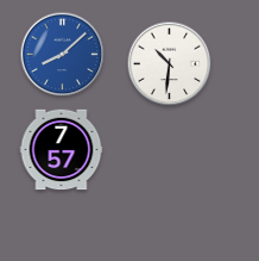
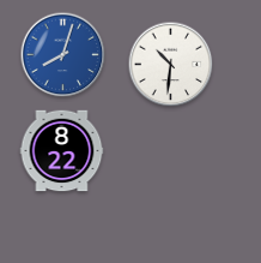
clock at (63, 55): 8:08 -> 8:03
clock at (62, 150): 7:57 -> 8:22
